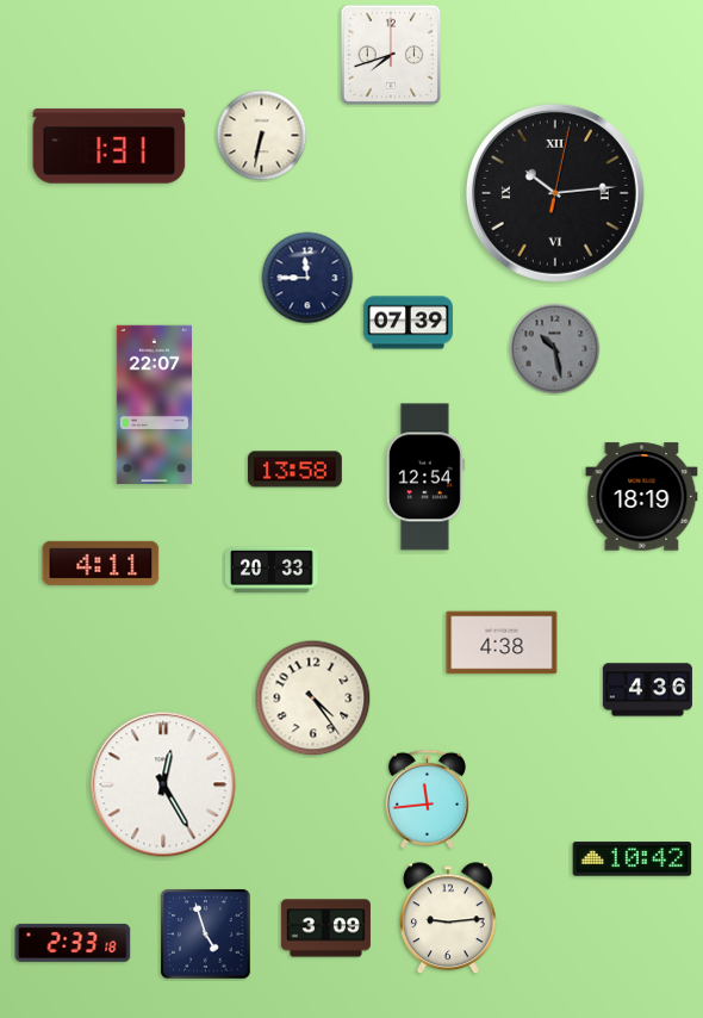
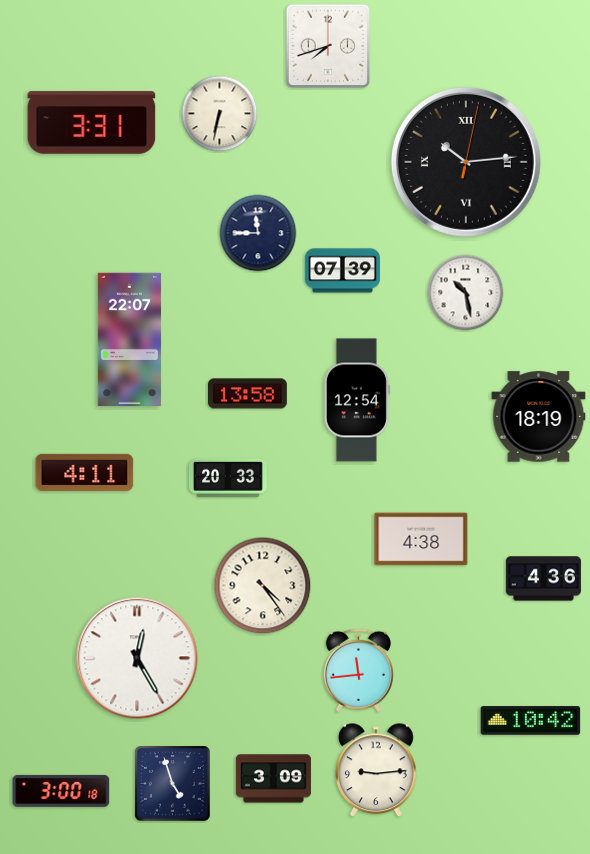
clock at (110, 147): 1:31 -> 3:31
clock at (555, 349) dial: grey -> white
clock at (73, 943): 2:33 -> 3:00
